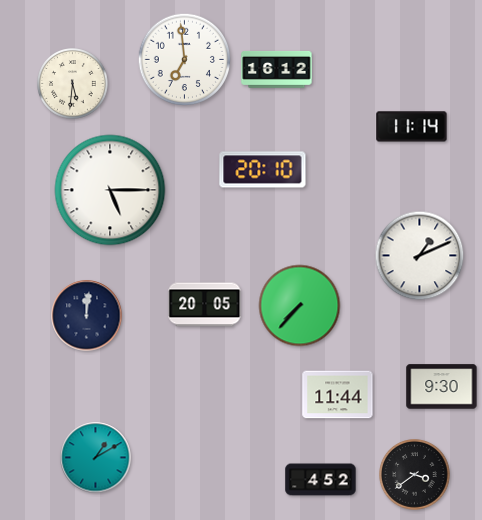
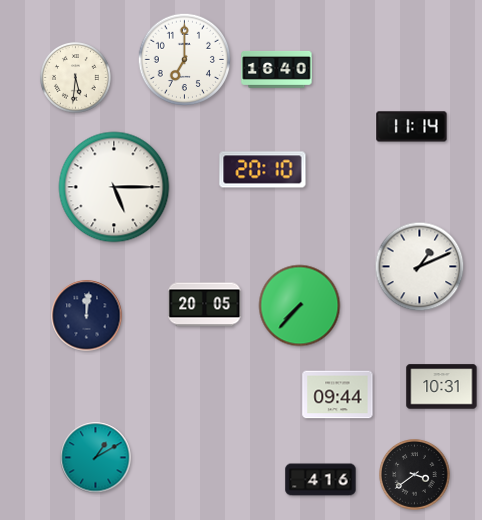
clock at (185, 60): 6:59 -> 7:00
clock at (277, 69): 16:12 -> 16:40
clock at (73, 84) position: (73, 84) -> (76, 78)
clock at (110, 190) position: (110, 190) -> (114, 187)
clock at (420, 256) position: (420, 256) -> (420, 267)
clock at (442, 387): 9:30 -> 10:31
clock at (338, 395): 11:44 -> 09:44
clock at (321, 480): 4:52 -> 4:16
